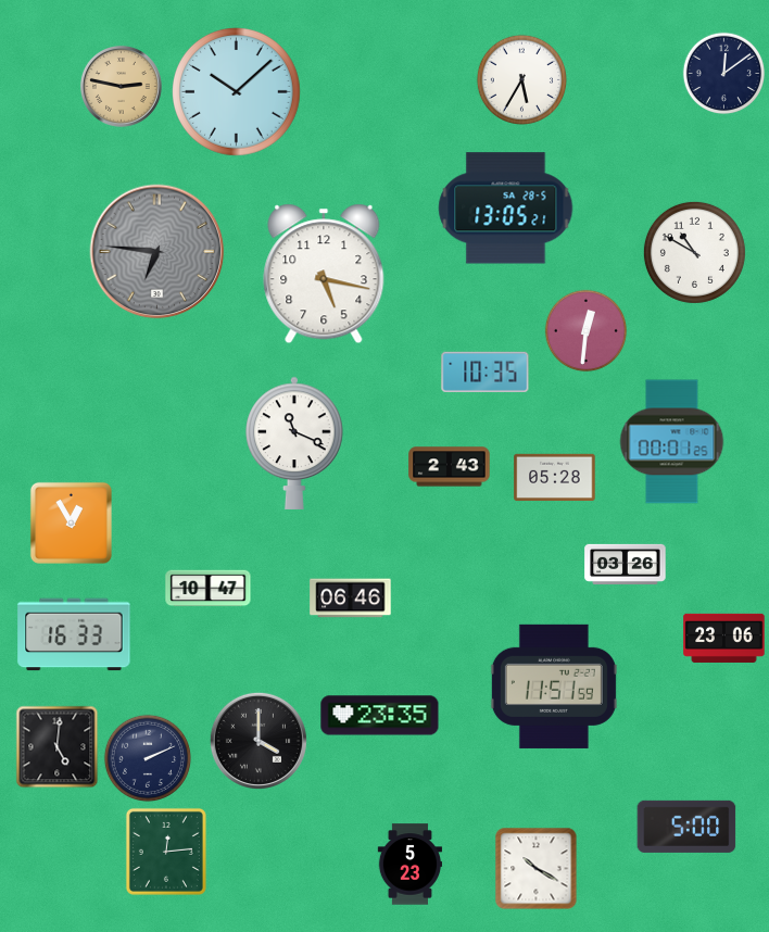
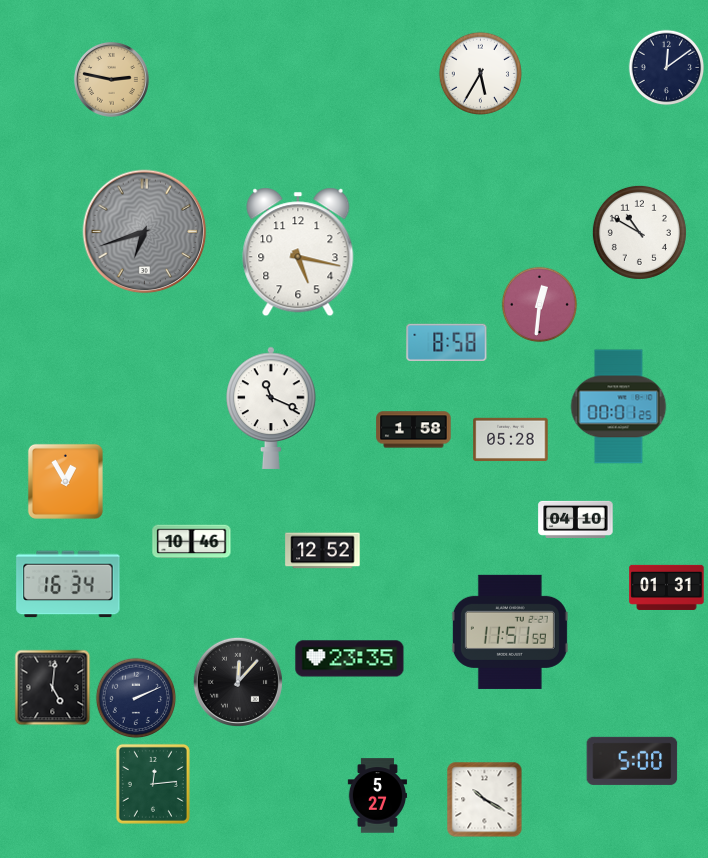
clock at (237, 92): 10:08 -> none
clock at (506, 209): 13:05 -> none
clock at (157, 252): 6:46 -> 6:42
clock at (486, 371): 10:35 -> 8:58
clock at (450, 467): 2:43 -> 1:58
clock at (626, 564): 03:26 -> 04:10
clock at (209, 589): 10:47 -> 10:46
clock at (351, 599): 06:46 -> 12:52
clock at (74, 634): 16:33 -> 16:34
clock at (724, 638): 23:06 -> 01:31
clock at (259, 741): 4:00 -> 12:07
clock at (411, 865): 5:23 -> 5:27
clock at (537, 869) position: (537, 869) -> (485, 800)
